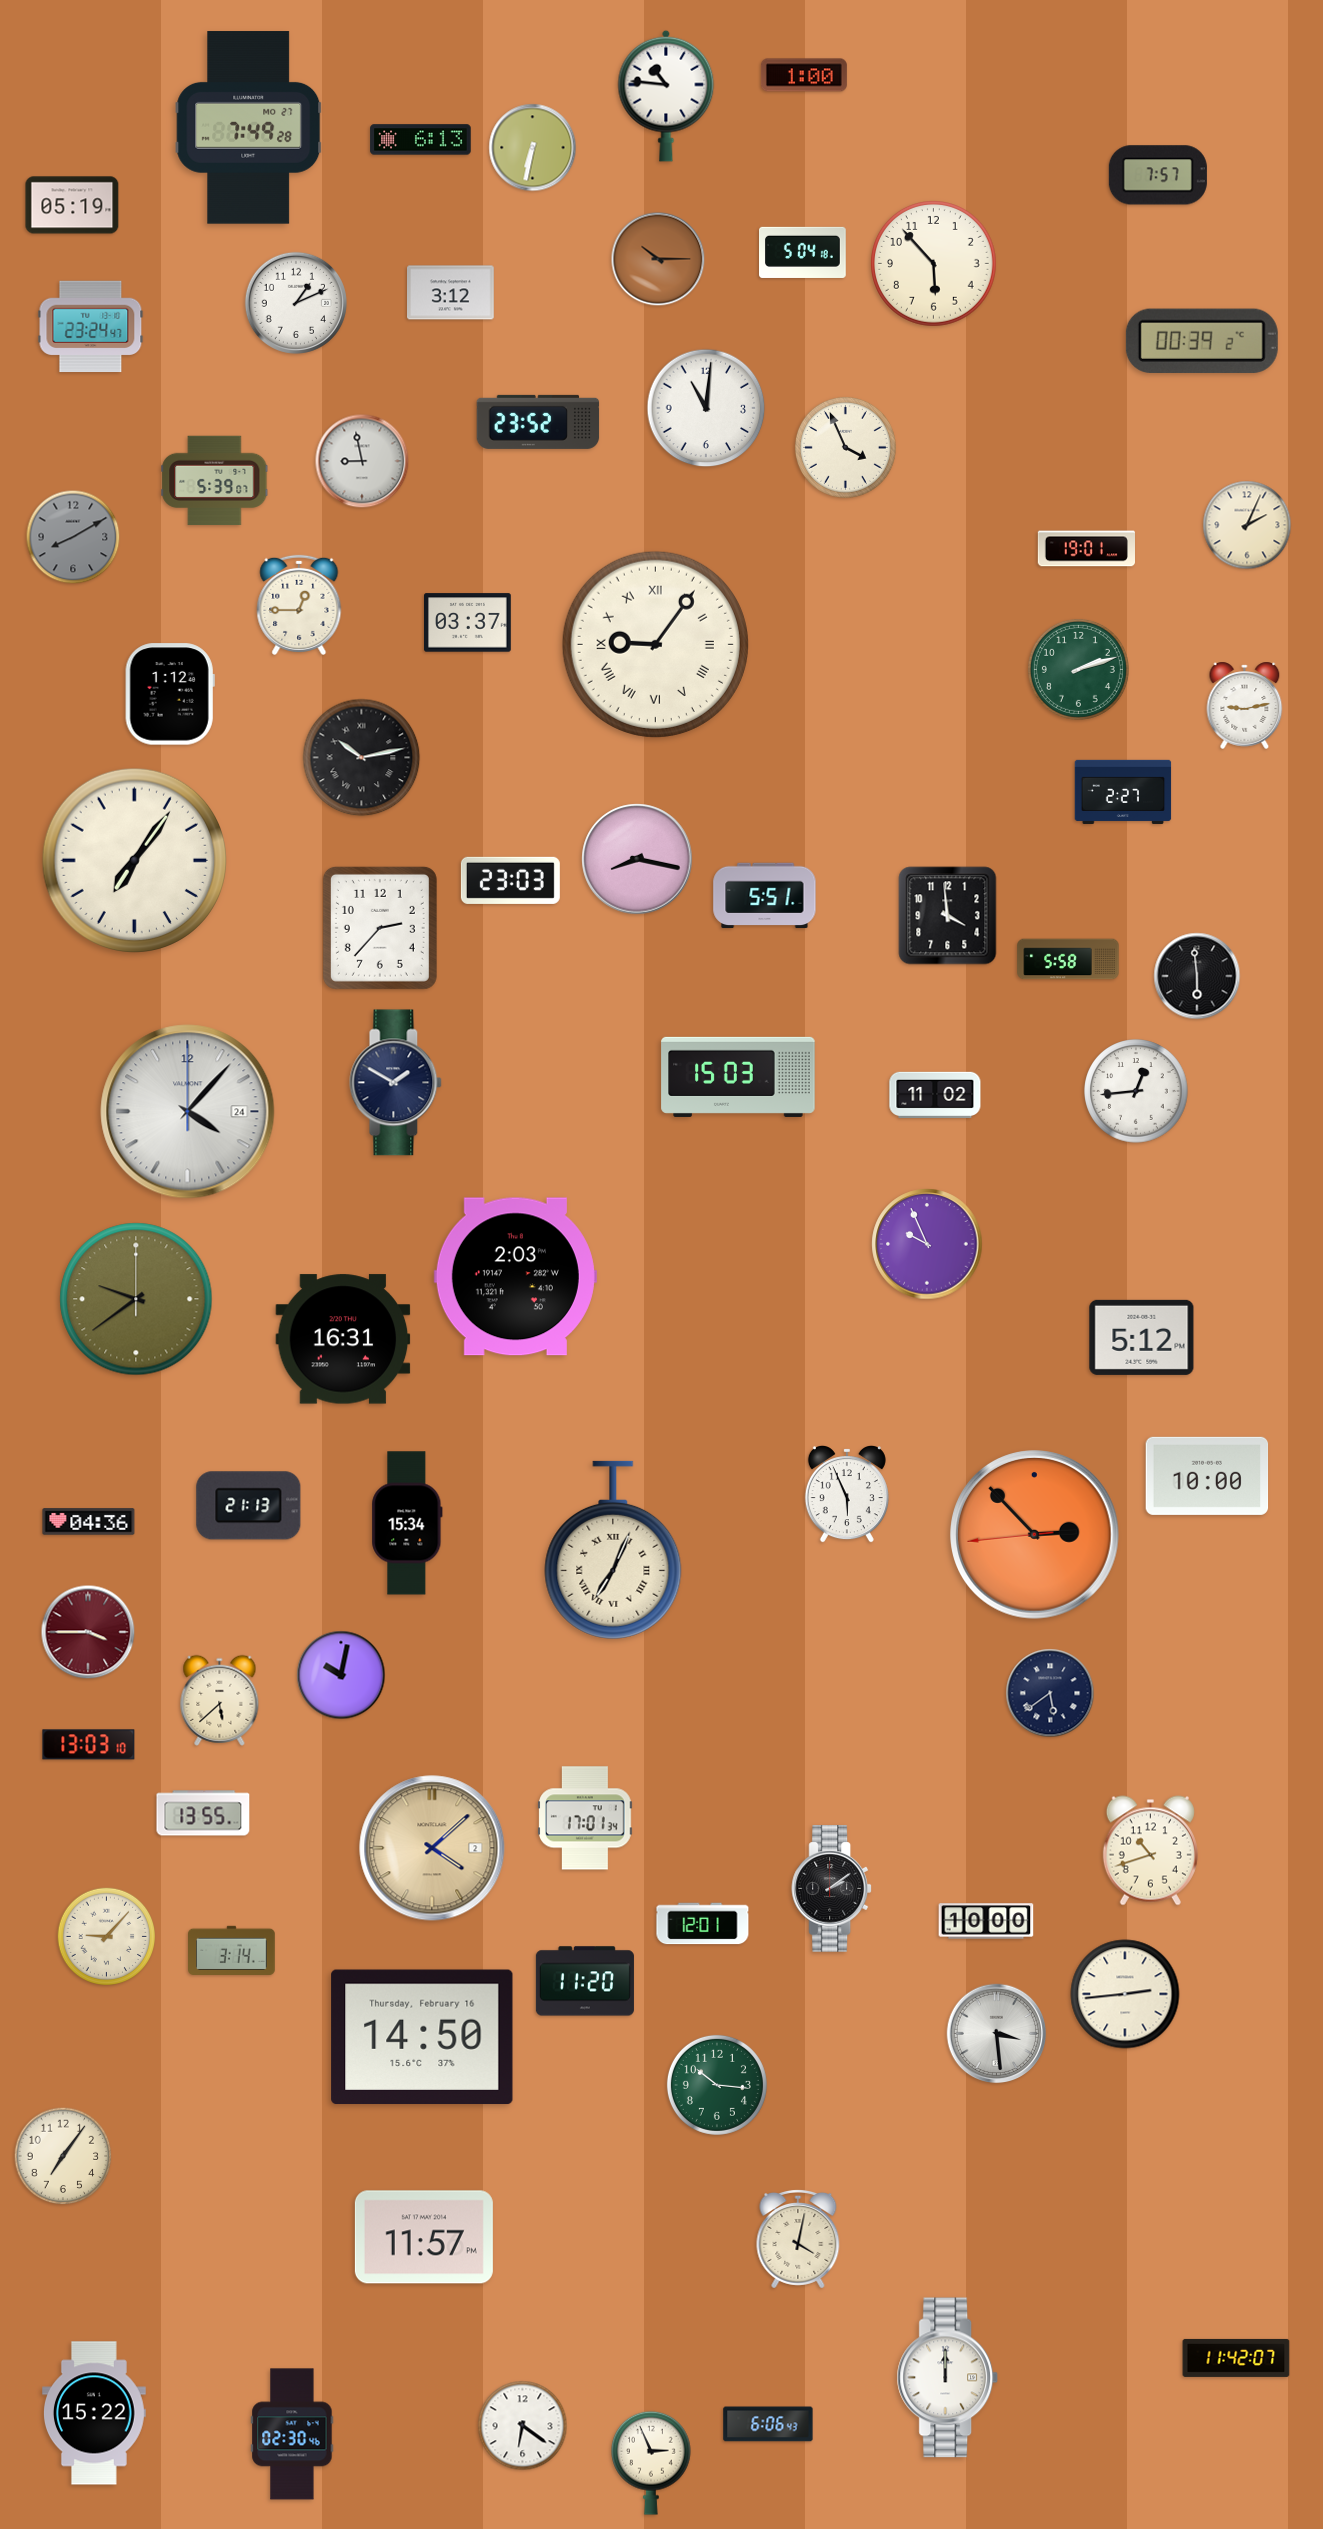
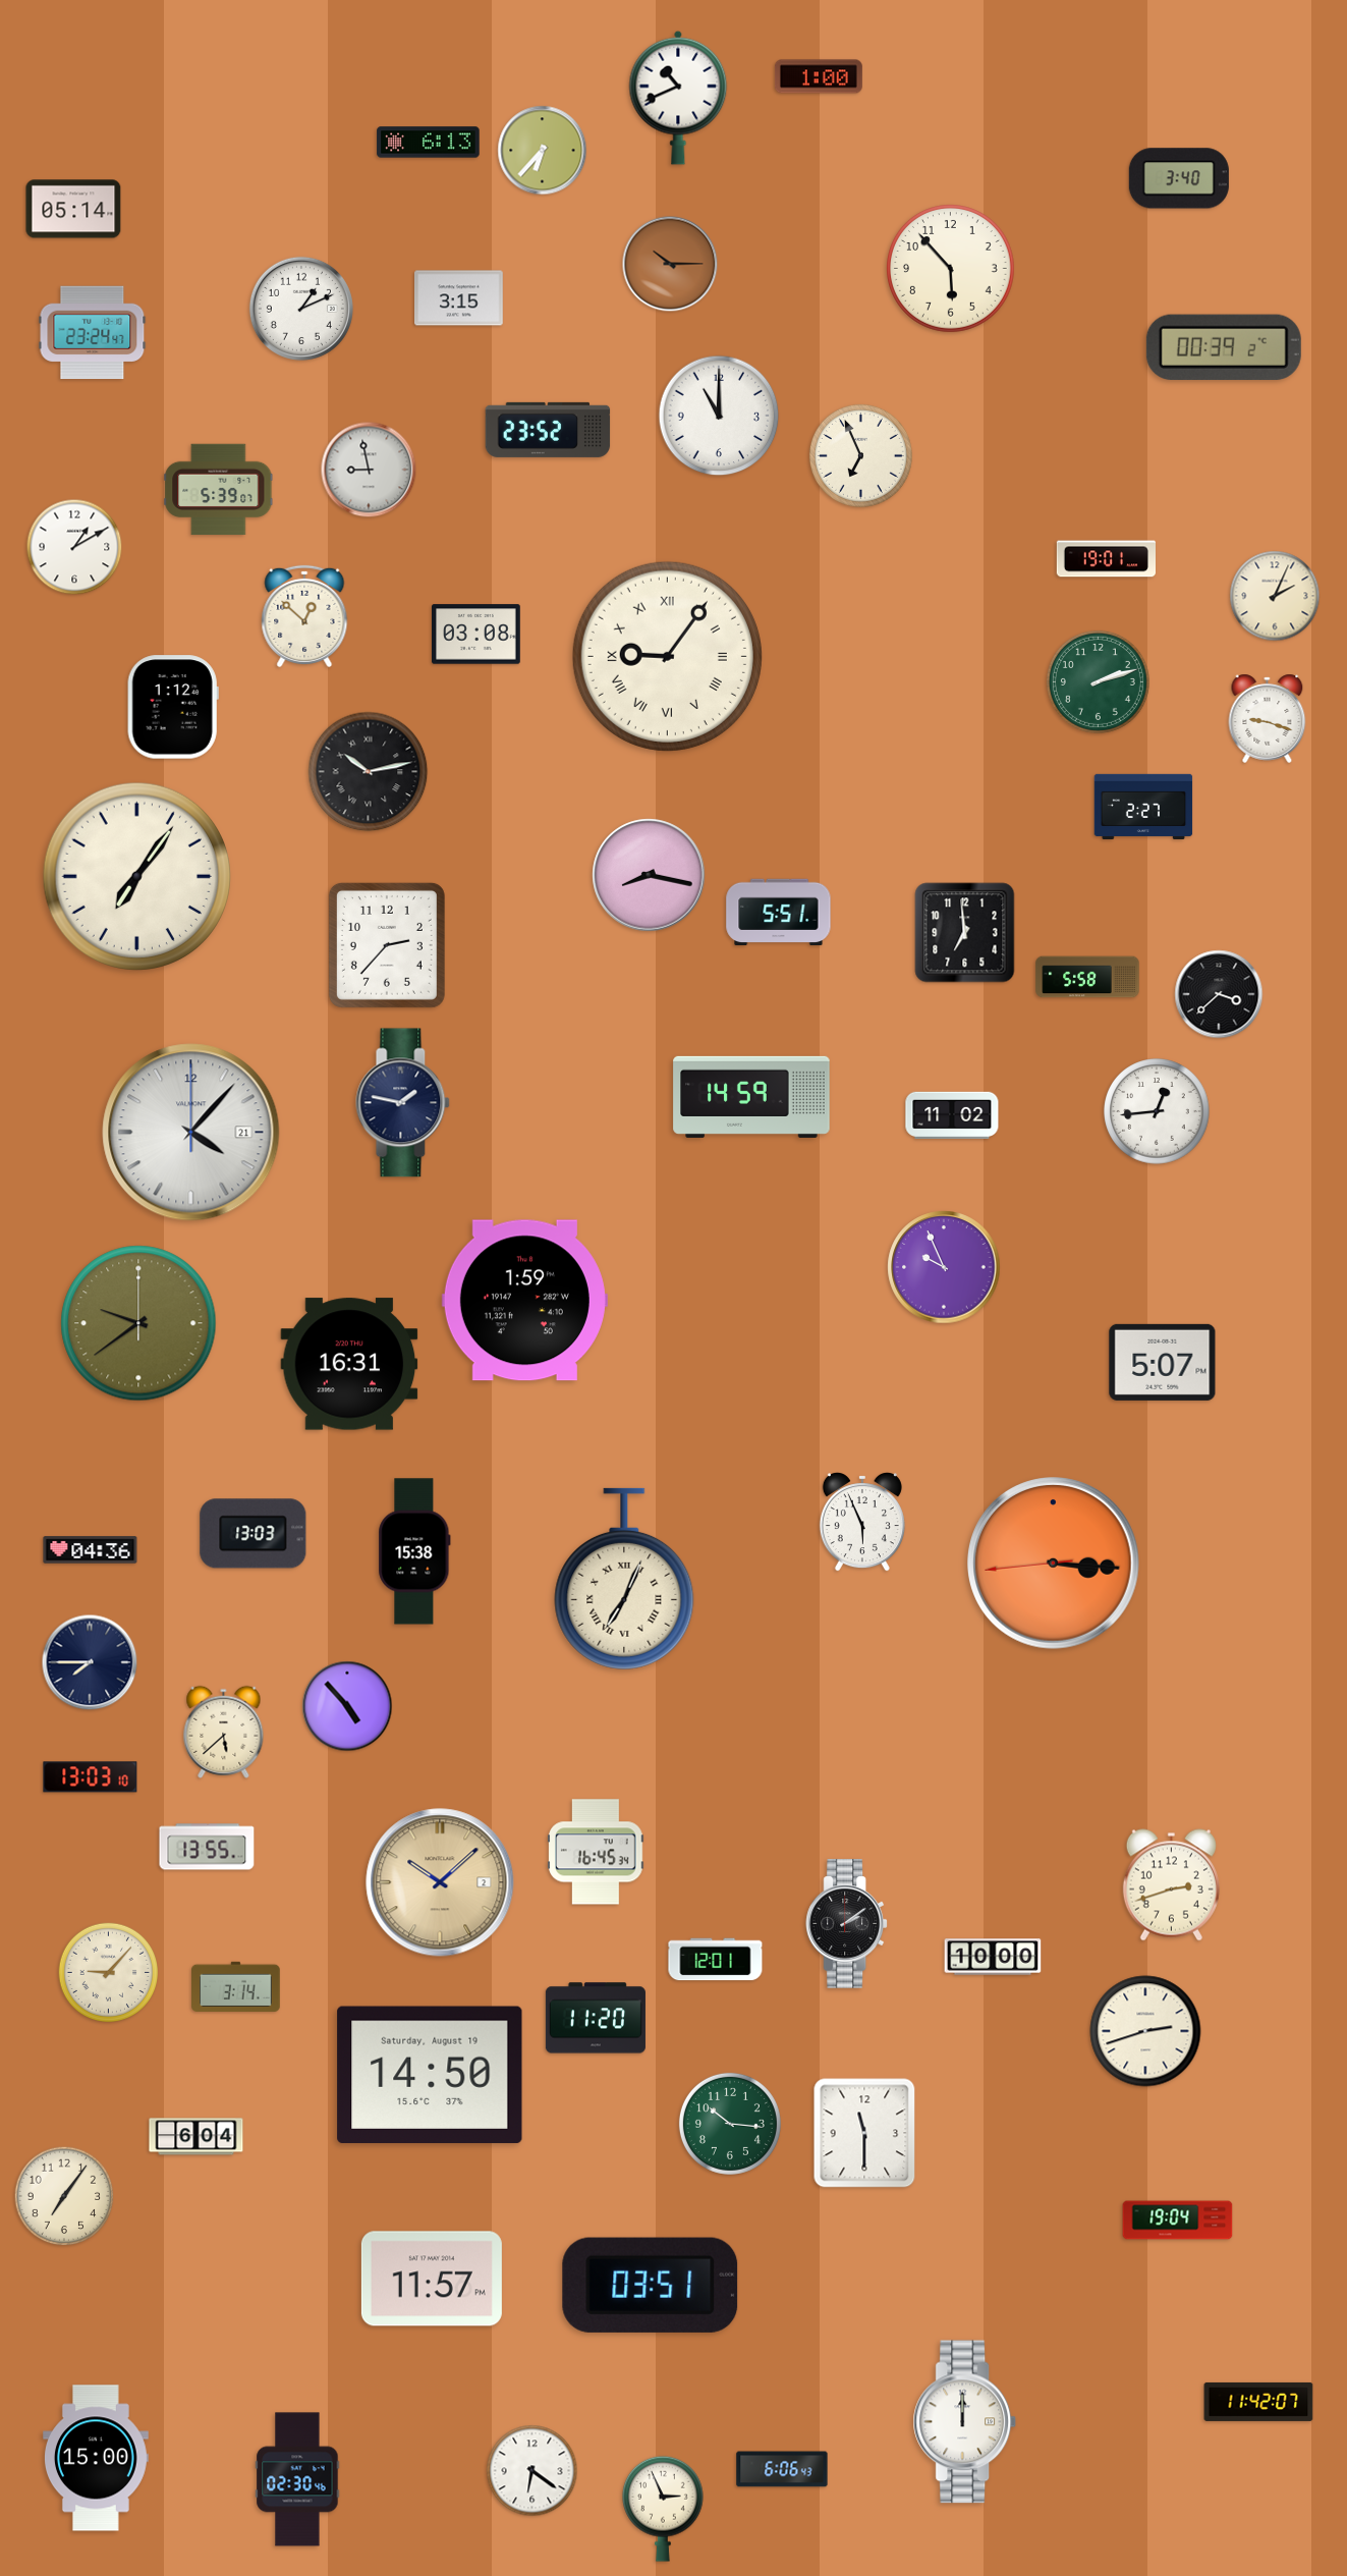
clock at (666, 96): 10:46 -> 10:41
clock at (249, 128): 7:49 -> none
clock at (533, 148): 6:32 -> 6:37
clock at (1158, 175): 7:57 -> 3:40
clock at (72, 205): 05:19 -> 05:14
clock at (803, 252): 5:04 -> none
clock at (451, 293): 3:12 -> 3:15
clock at (706, 408): 11:01 -> 11:00
clock at (845, 447): 3:56 -> 6:56
clock at (1247, 525) position: (1247, 525) -> (1275, 596)
clock at (73, 537): 8:10 -> 1:10
clock at (73, 537) dial: grey -> white
clock at (299, 605): 12:45 -> 12:52
clock at (468, 623): 03:37 -> 03:08
clock at (1245, 705): 9:13 -> 9:18
clock at (510, 880): 23:03 -> none
clock at (948, 916): 3:59 -> 6:59
clock at (1197, 976): 5:59 -> 3:38
clock at (738, 1077): 15:03 -> 14:59
clock at (396, 1083): 1:50 -> 1:47
clock at (188, 1112) date: 24 -> 21
clock at (515, 1277): 2:03 -> 1:59
clock at (1142, 1337): 5:12 -> 5:07
clock at (1207, 1476): 10:00 -> none
clock at (249, 1506): 21:13 -> 13:03
clock at (407, 1523): 15:34 -> 15:38
clock at (1035, 1535): 2:52 -> 3:15
clock at (88, 1632): 3:45 -> 7:45
clock at (88, 1632) dial: burgundy -> navy
clock at (341, 1675): 10:02 -> 4:53
clock at (1050, 1693): 5:39 -> none
clock at (585, 1818): 17:01 -> 16:45
clock at (432, 1848): 4:08 -> 10:08
clock at (1150, 1851): 10:42 -> 2:42
clock at (986, 1921) position: (986, 1921) -> (993, 1957)
clock at (1125, 1994): 2:44 -> 2:42
clock at (997, 2034): 3:29 -> none
clock at (422, 2037) date: Thursday, February 16 -> Saturday, August 19
clock at (864, 2133): none -> 11:30
clock at (197, 2137): none -> 6:04
clock at (1178, 2221): none -> 19:04
clock at (798, 2239): 4:02 -> none
clock at (651, 2285): none -> 03:51
clock at (95, 2413): 15:22 -> 15:00
